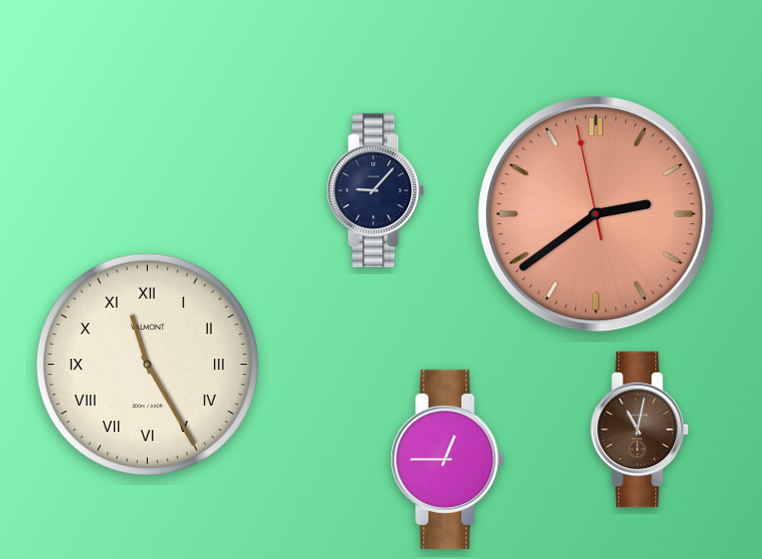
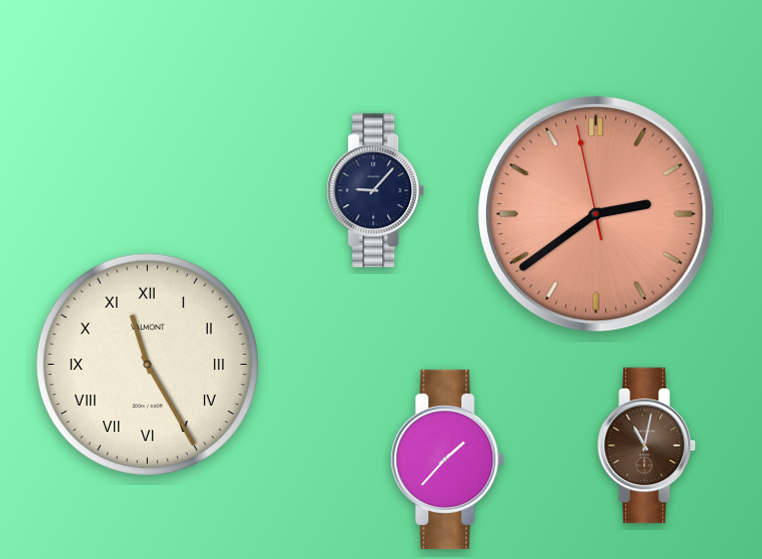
clock at (640, 430) position: (640, 430) -> (647, 446)
clock at (448, 460): 12:45 -> 1:37
